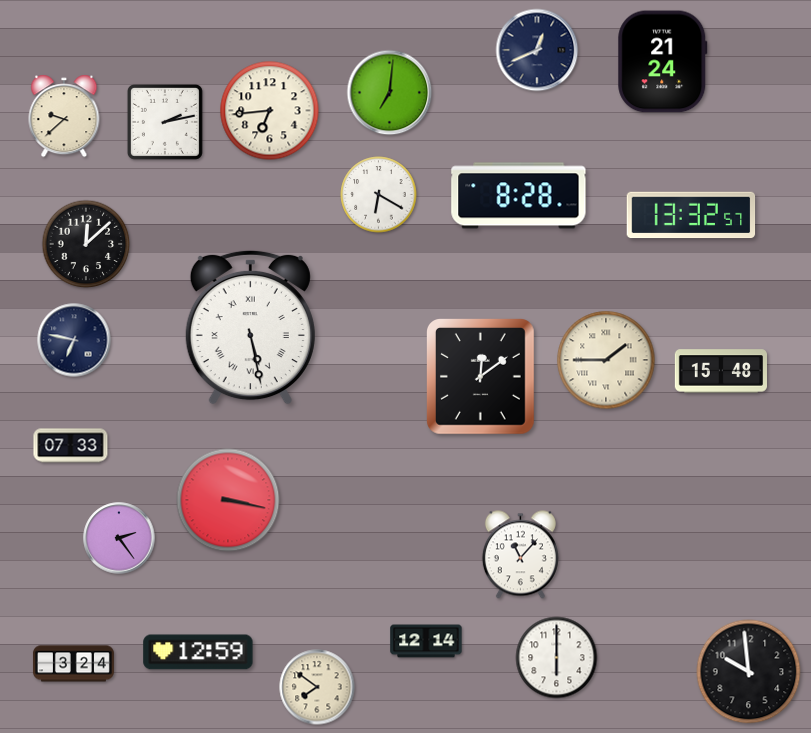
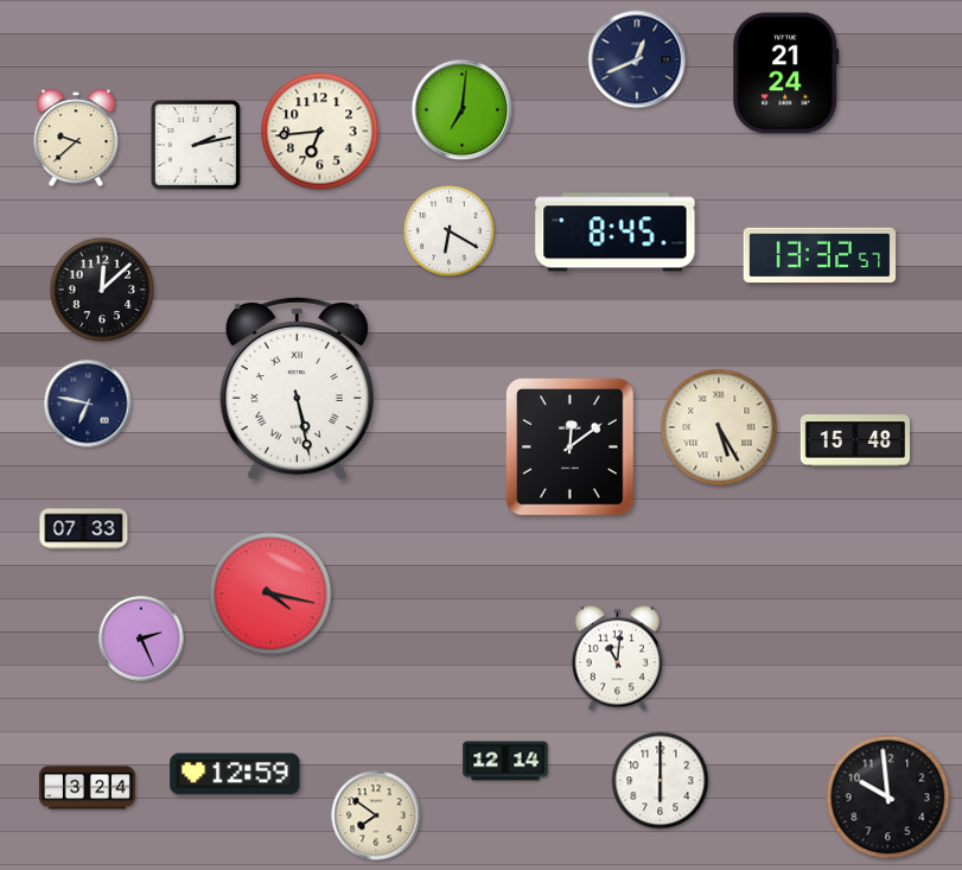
clock at (519, 196): 8:28 -> 8:45
clock at (606, 360): 1:45 -> 5:25
clock at (228, 500): 3:17 -> 4:17
clock at (119, 538): 2:24 -> 2:26
clock at (520, 555): 11:07 -> 11:01
